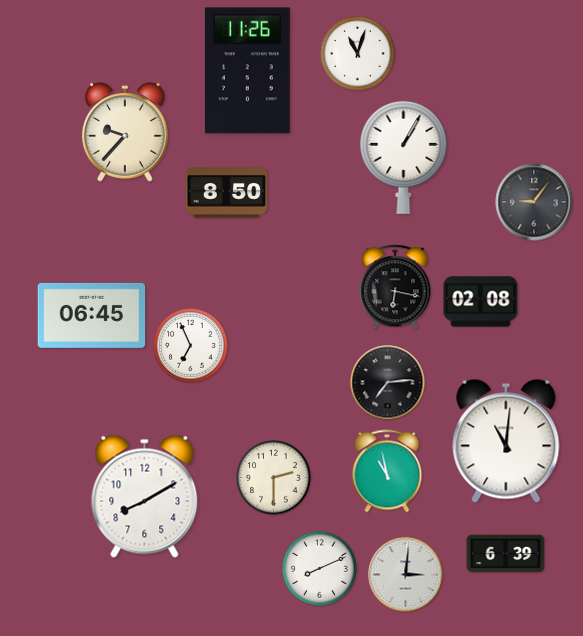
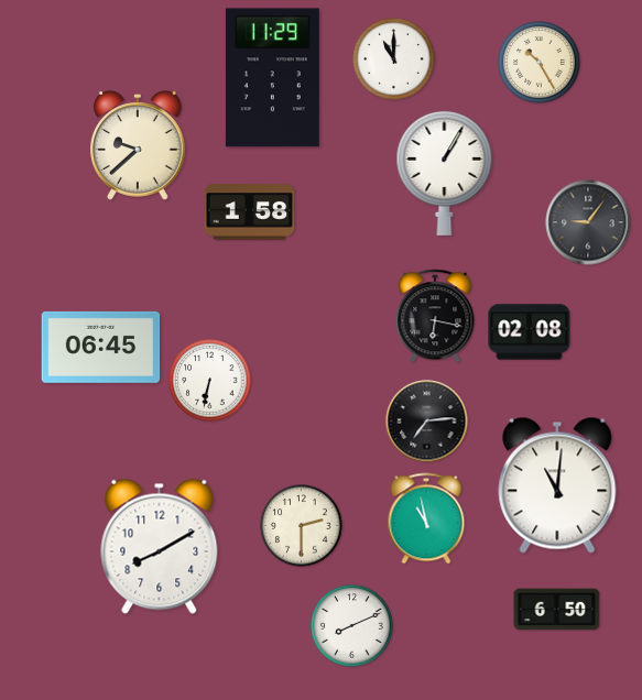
clock at (358, 54): 11:03 -> 11:00
clock at (540, 63): none -> 10:25
clock at (247, 71): 11:26 -> 11:29
clock at (126, 132): 9:37 -> 9:38
clock at (227, 193): 8:50 -> 1:58
clock at (191, 346): 6:56 -> 6:32
clock at (506, 554): 6:39 -> 6:50
clock at (406, 575): 3:01 -> none
